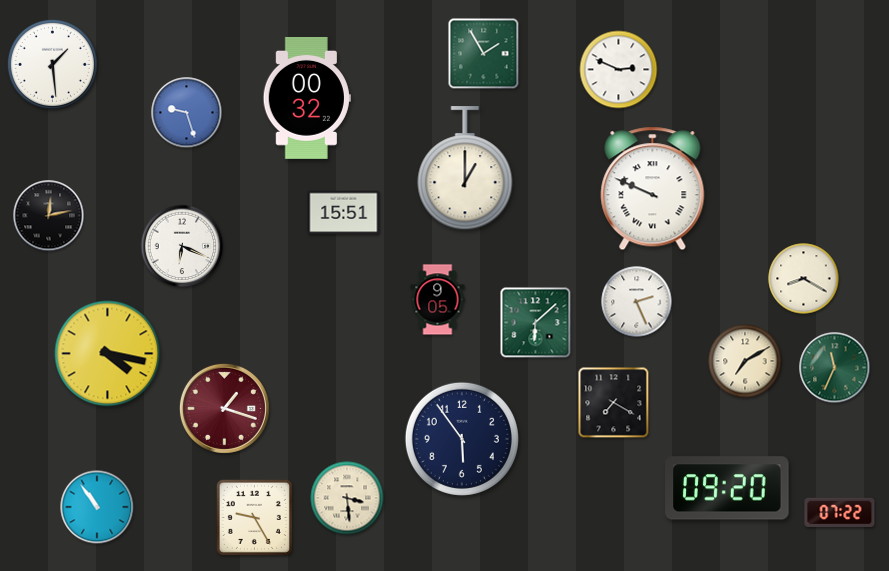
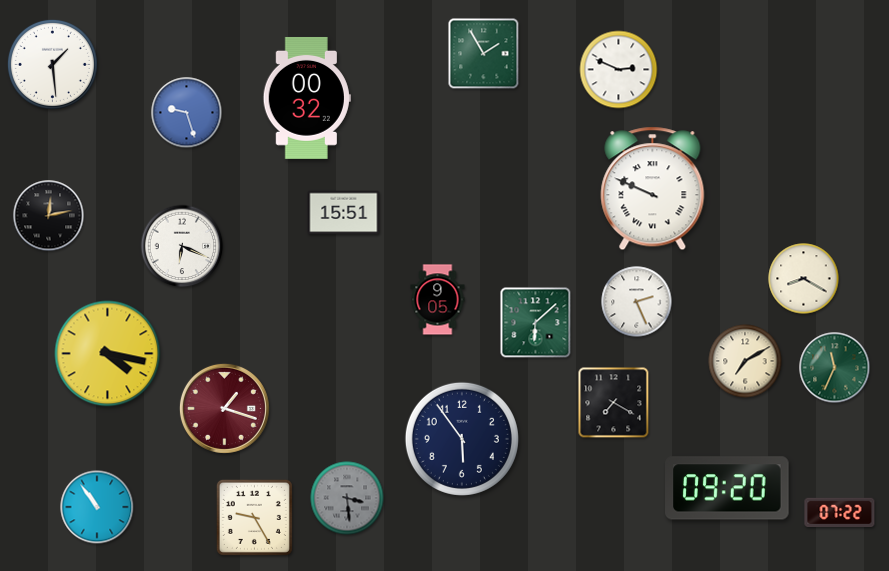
clock at (465, 169): 1:00 -> none
clock at (347, 498) dial: cream -> grey
